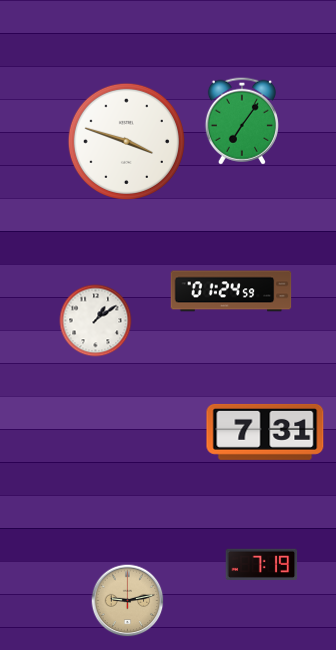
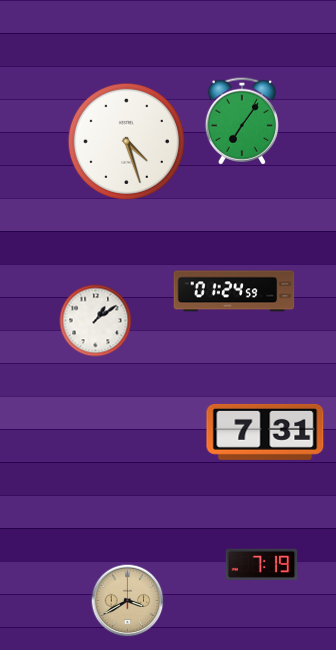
clock at (126, 141): 3:48 -> 4:27
clock at (231, 291) position: (231, 291) -> (234, 291)
clock at (128, 601): 9:13 -> 3:40
